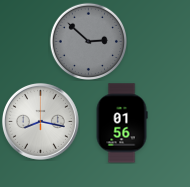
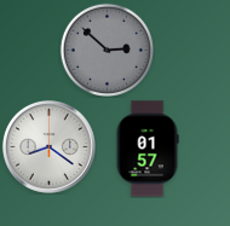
clock at (40, 121): 8:17 -> 8:21
clock at (122, 123): 01:56 -> 01:57
